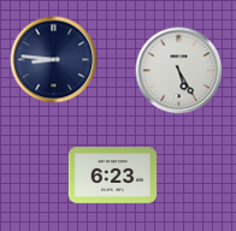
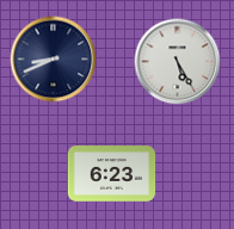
clock at (54, 60): 8:46 -> 8:41
clock at (179, 71) position: (179, 71) -> (178, 62)
